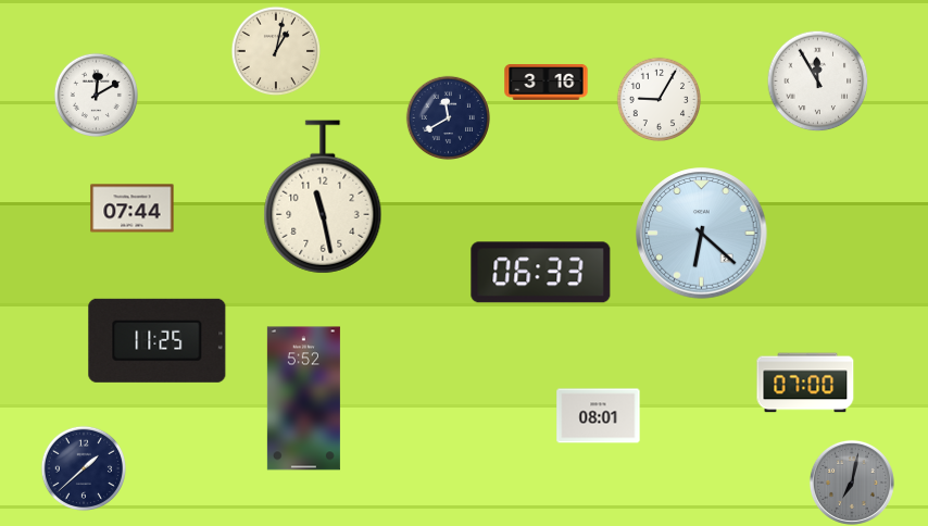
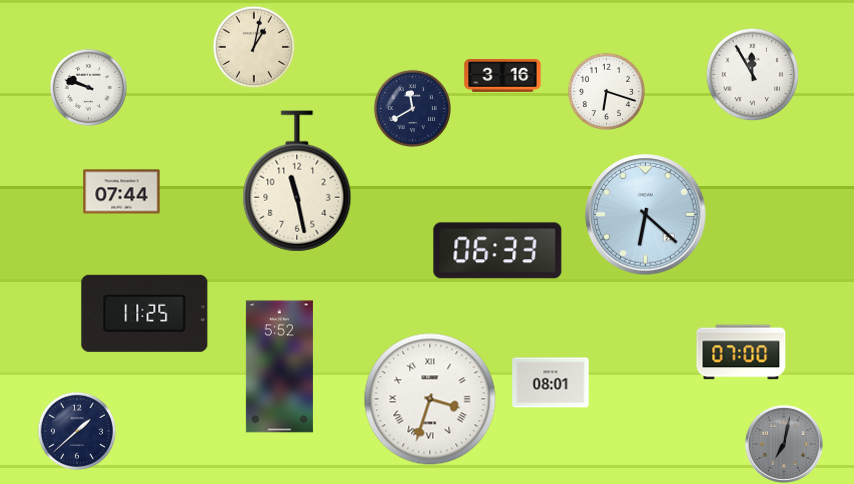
clock at (96, 95): 12:10 -> 9:48
clock at (659, 99): 9:05 -> 6:18
clock at (430, 399): none -> 3:33
